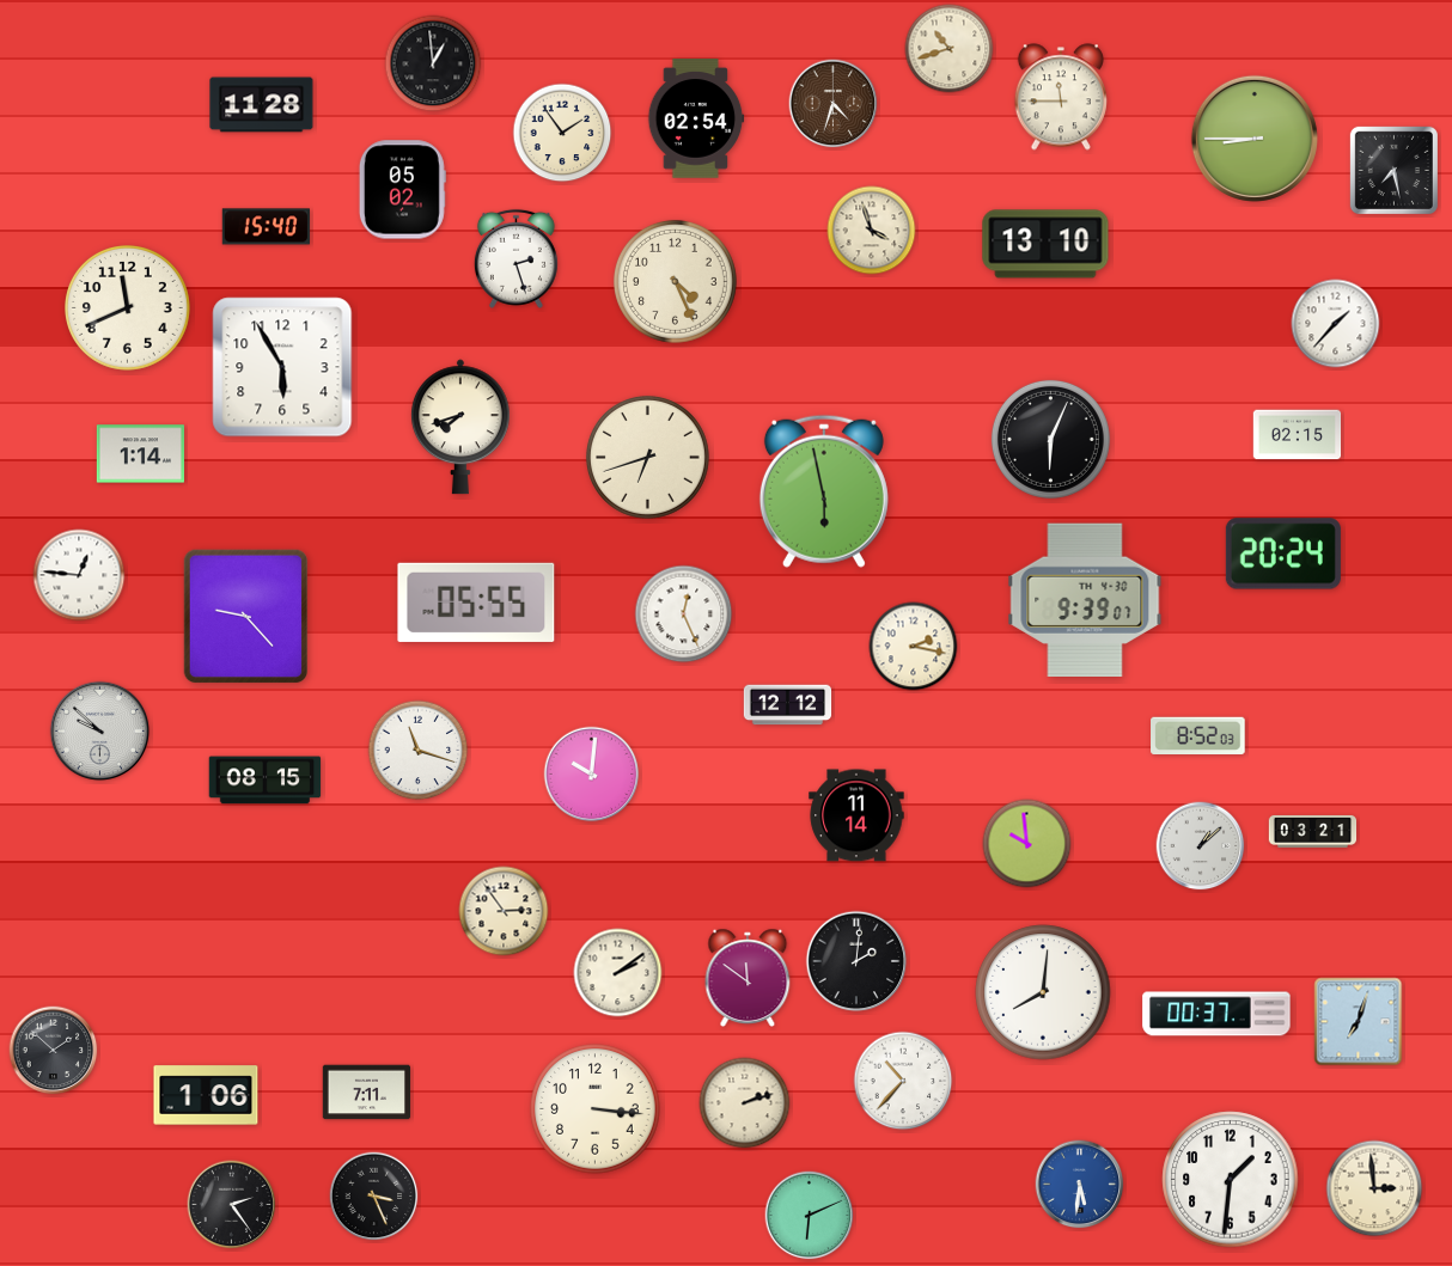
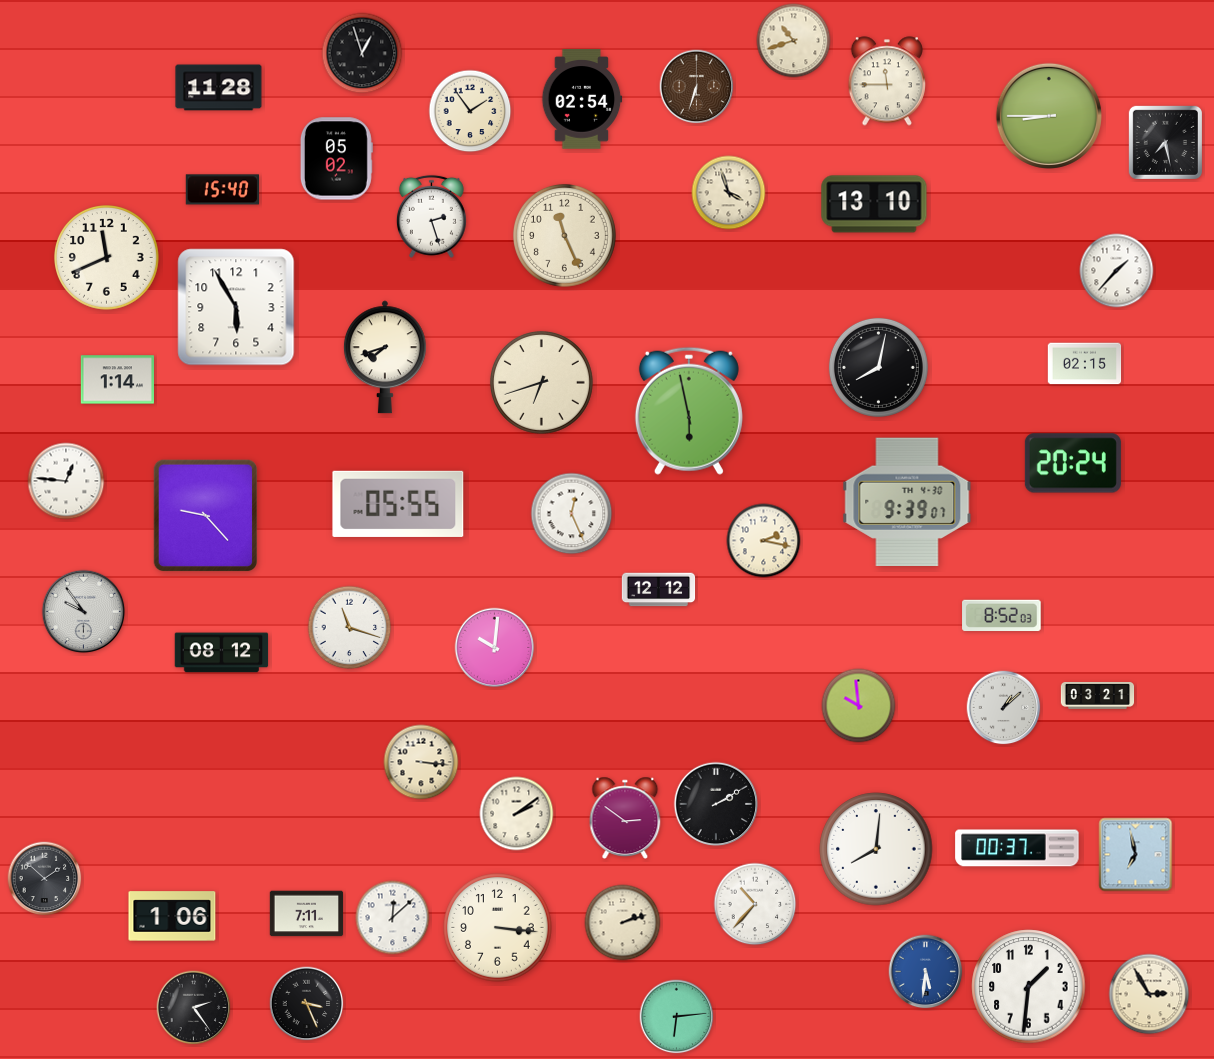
clock at (433, 63): 12:59 -> 12:57
clock at (834, 104): 4:33 -> 6:33
clock at (675, 281): 4:26 -> 11:26
clock at (1050, 439): 6:04 -> 8:02
clock at (100, 732): 9:52 -> 9:54
clock at (266, 781): 08:15 -> 08:12
clock at (856, 815): 11:14 -> none
clock at (504, 911): 2:54 -> 3:16
clock at (856, 961): 2:01 -> 2:10
clock at (748, 977): 11:51 -> 2:51
clock at (1043, 992) position: (1043, 992) -> (876, 849)
clock at (1359, 1022): 7:03 -> 6:58
clock at (393, 918): none -> 12:08
clock at (1080, 1185) position: (1080, 1185) -> (926, 972)
clock at (1374, 1188): 2:59 -> 2:55
clock at (374, 1197) position: (374, 1197) -> (307, 1004)
clock at (810, 1216): 6:11 -> 6:14
